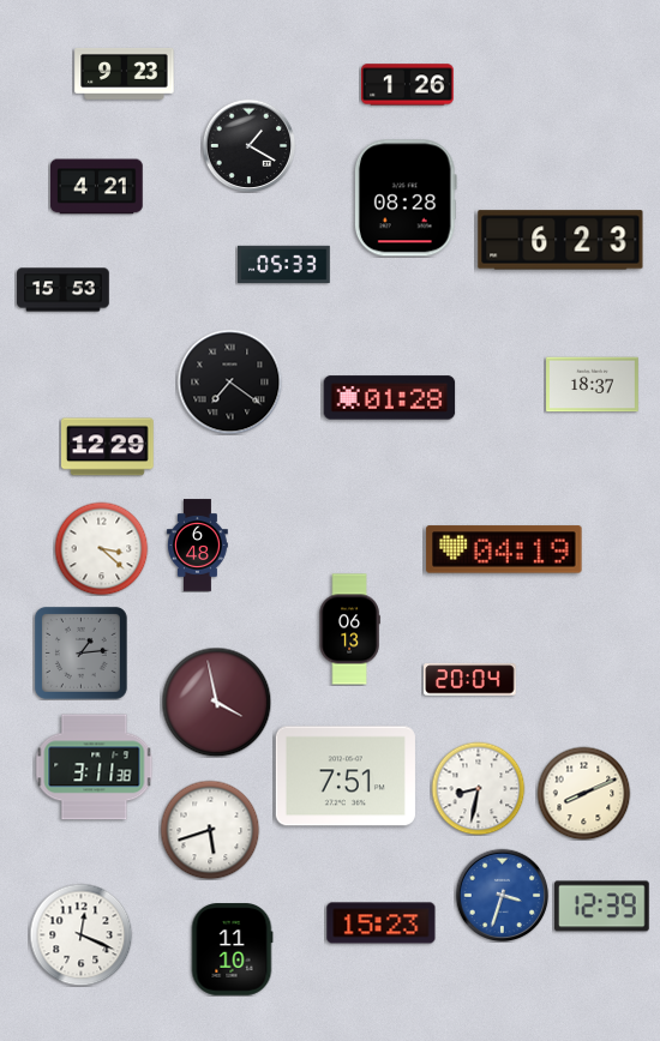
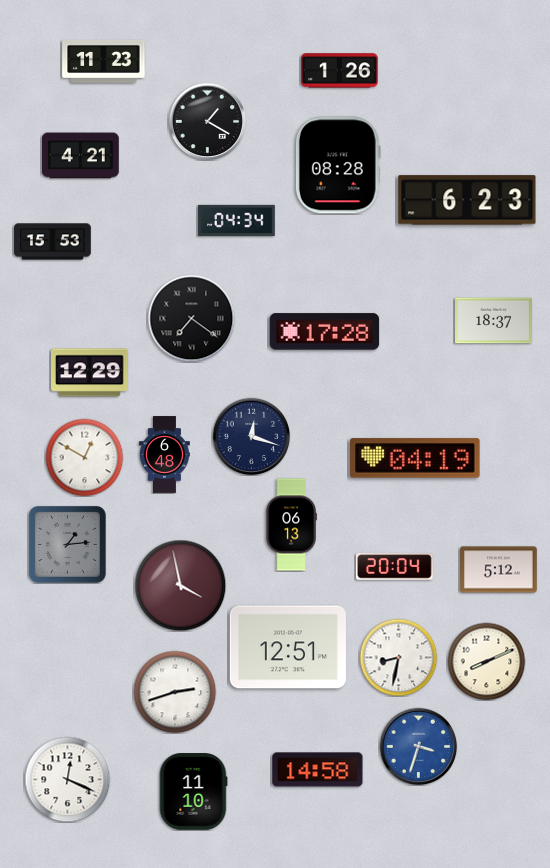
clock at (125, 73): 9:23 -> 11:23
clock at (284, 264): 05:33 -> 04:34
clock at (390, 398): 01:28 -> 17:28
clock at (251, 436): none -> 12:18
clock at (101, 548): 3:22 -> 12:50
clock at (504, 549) position: (504, 549) -> (415, 458)
clock at (470, 680) position: (470, 680) -> (395, 567)
clock at (499, 570): none -> 5:12
clock at (95, 768): 3:11 -> none
clock at (346, 776): 7:51 -> 12:51
clock at (210, 830): 5:42 -> 2:42
clock at (602, 907): 12:39 -> none
clock at (382, 923): 15:23 -> 14:58
